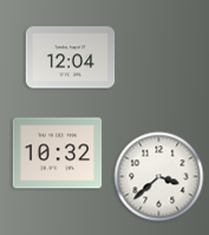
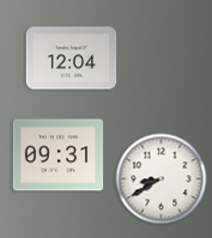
clock at (58, 154): 10:32 -> 09:31
clock at (159, 177): 3:38 -> 8:40
